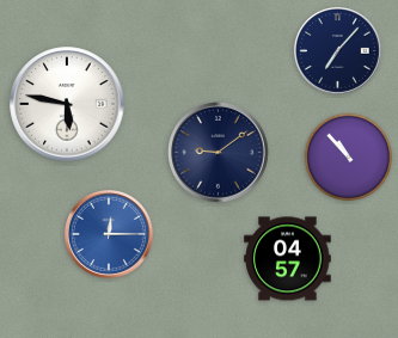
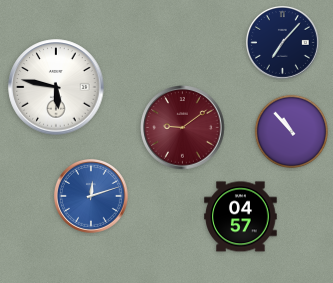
clock at (219, 153) dial: navy -> burgundy
clock at (110, 235): 12:15 -> 12:12
